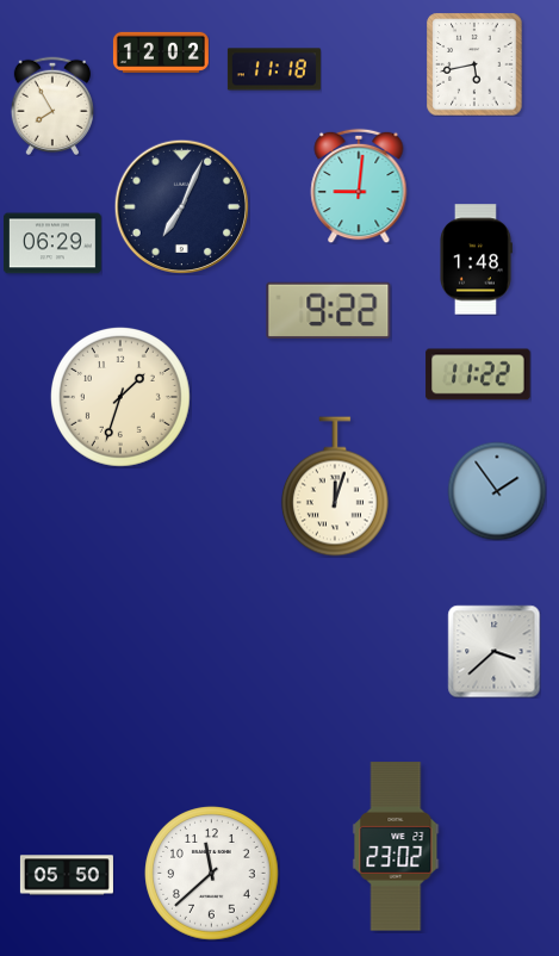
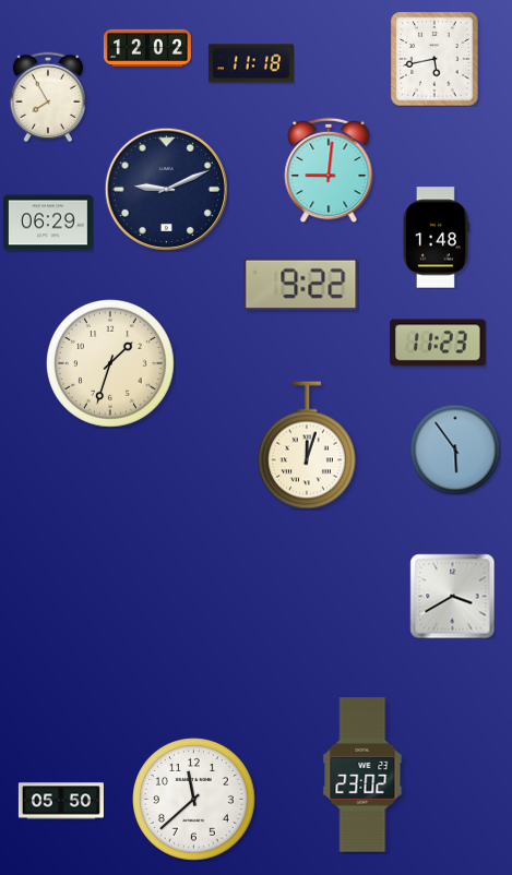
clock at (181, 206): 7:04 -> 9:11
clock at (478, 374): 11:22 -> 11:23
clock at (497, 491): 1:54 -> 5:54
clock at (493, 651): 3:38 -> 3:40
